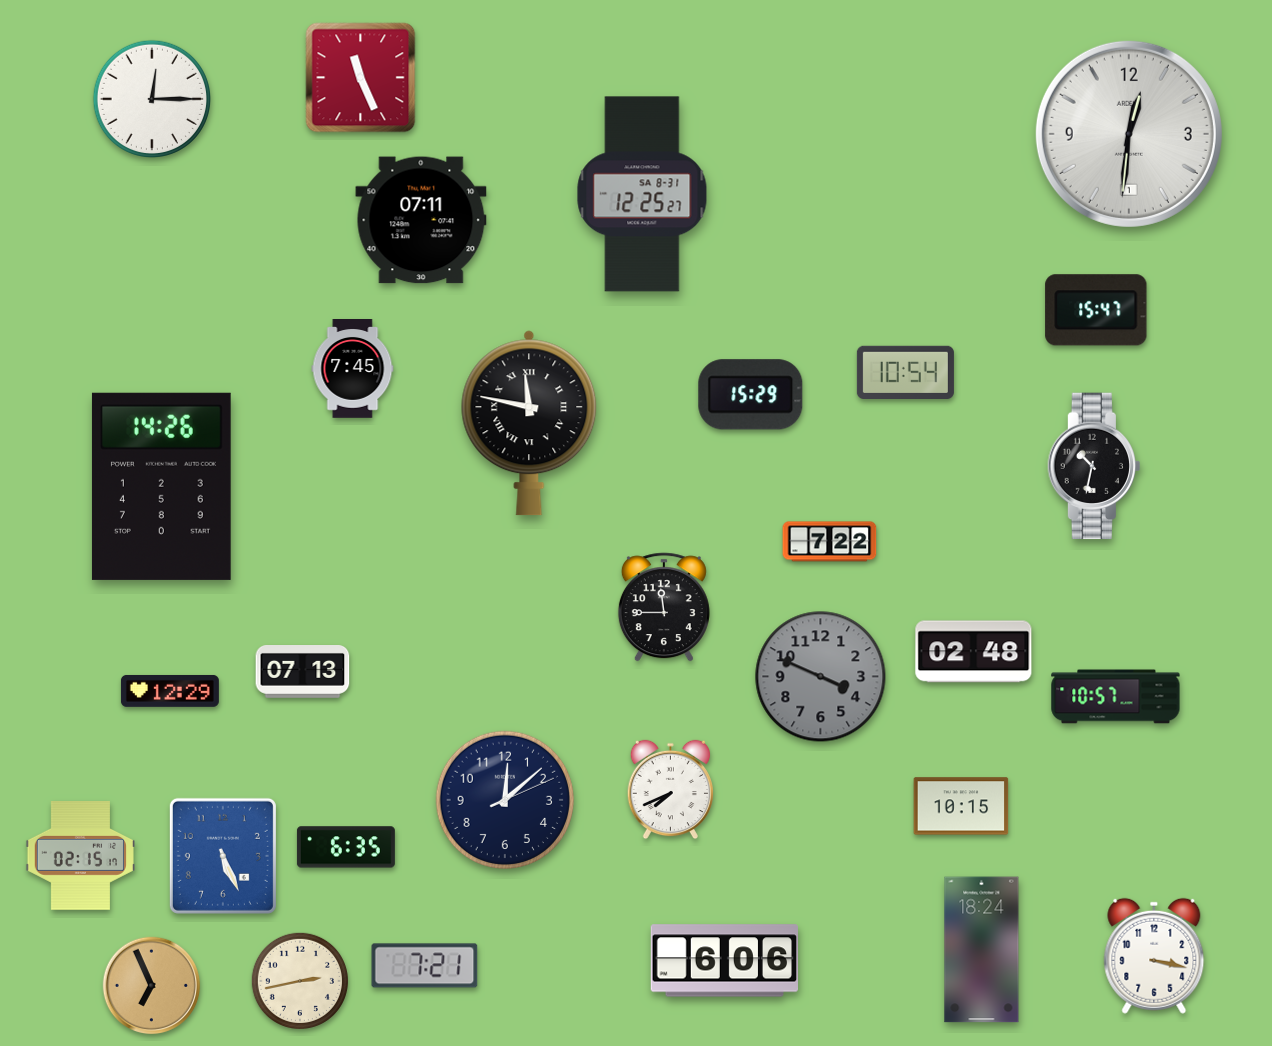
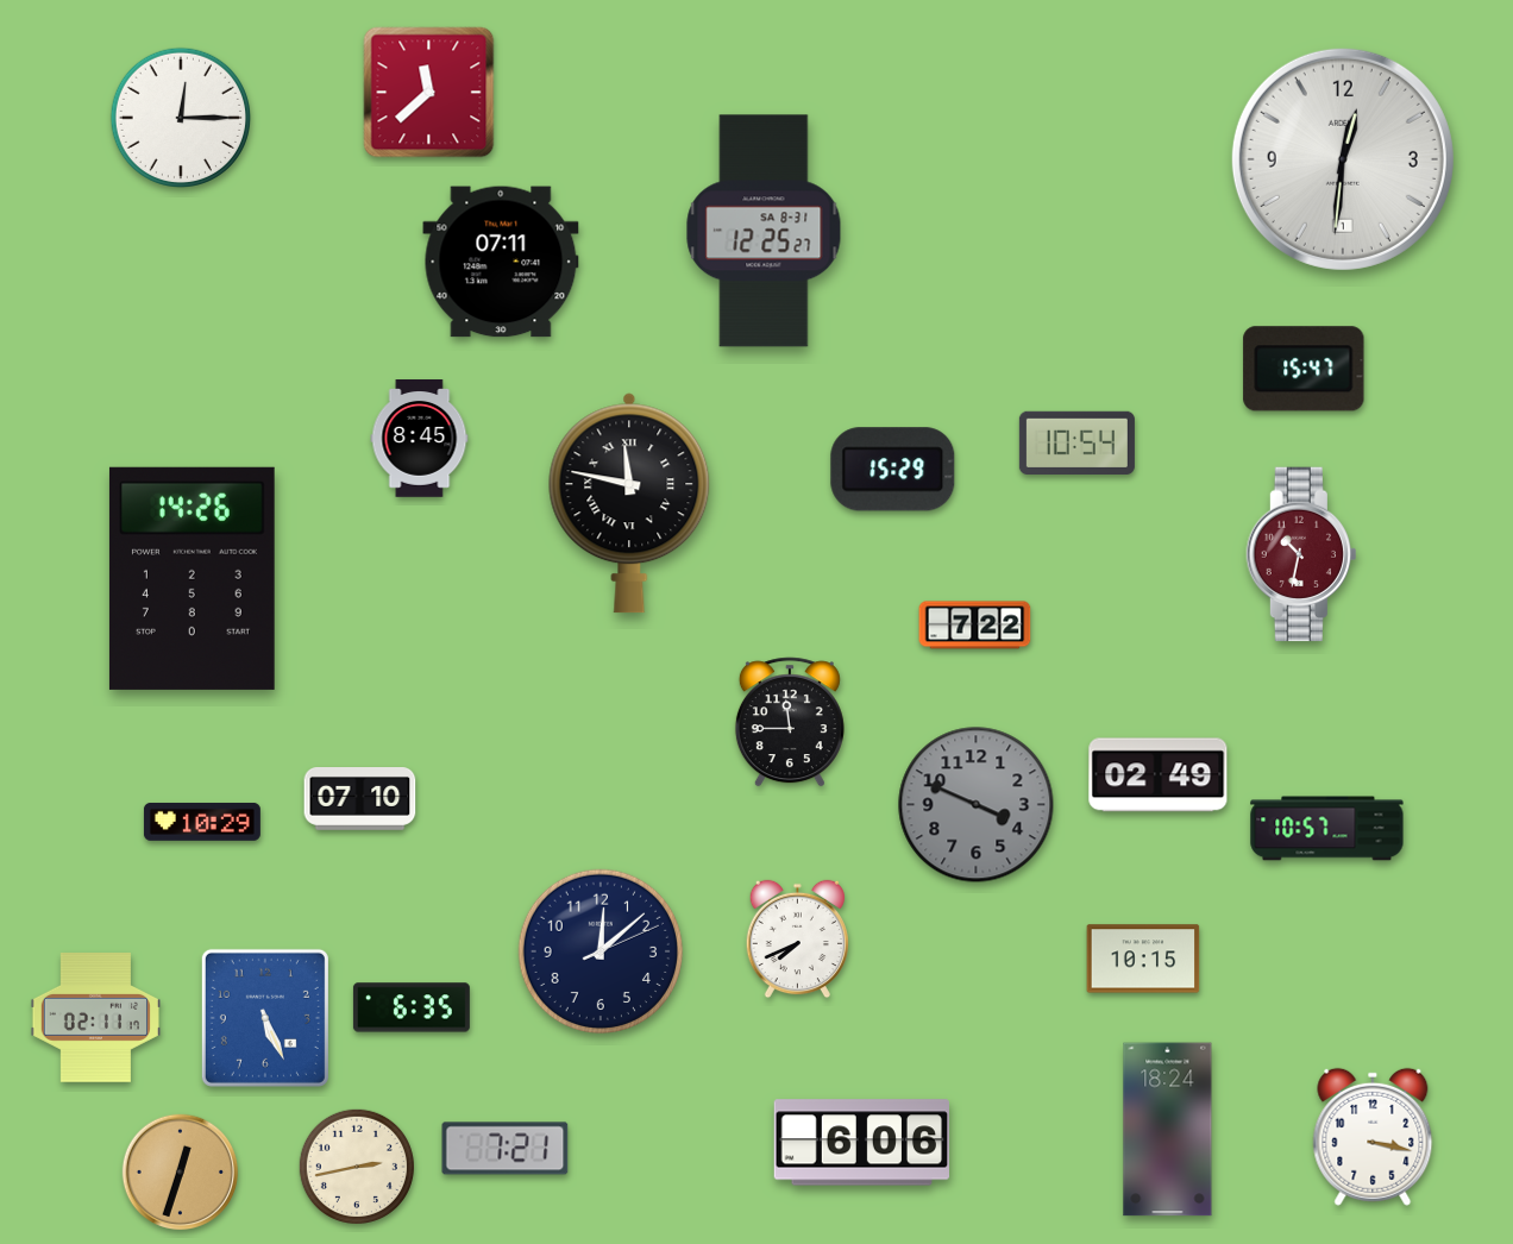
clock at (361, 78): 11:26 -> 11:38
clock at (353, 369): 7:45 -> 8:45
clock at (1093, 466) dial: black -> burgundy
clock at (830, 542) position: (830, 542) -> (975, 626)
clock at (974, 652): 02:48 -> 02:49
clock at (303, 672): 07:13 -> 07:10
clock at (170, 691): 12:29 -> 10:29
clock at (80, 856): 02:15 -> 02:11
clock at (152, 986): 6:56 -> 12:33
